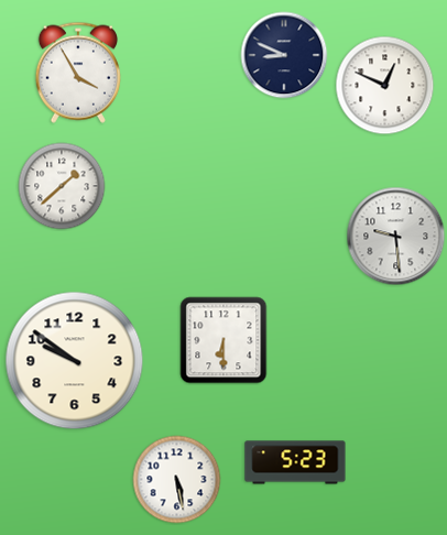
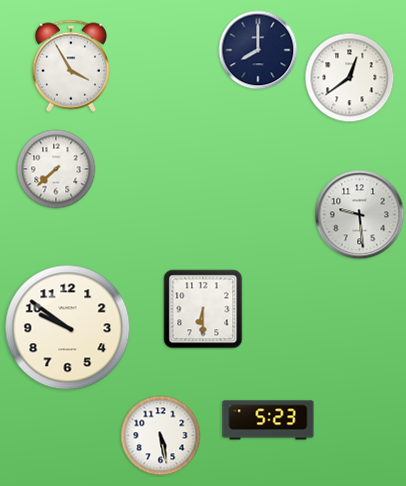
clock at (284, 55): 8:49 -> 8:00
clock at (385, 86): 12:49 -> 12:39
clock at (62, 186): 1:38 -> 7:38
